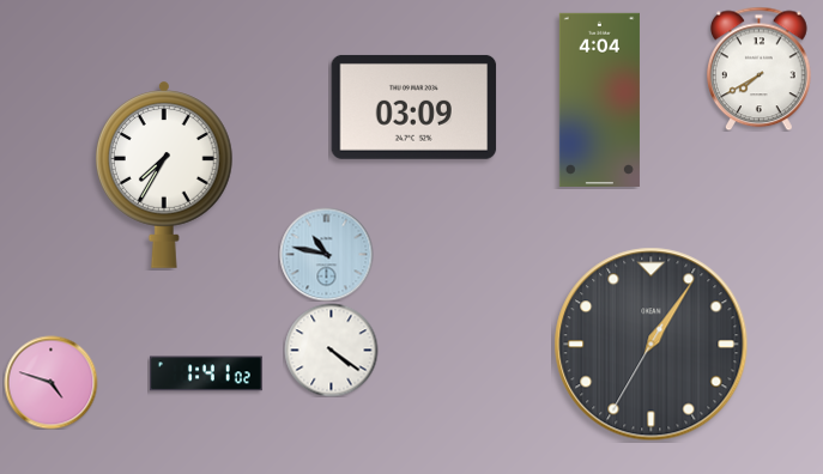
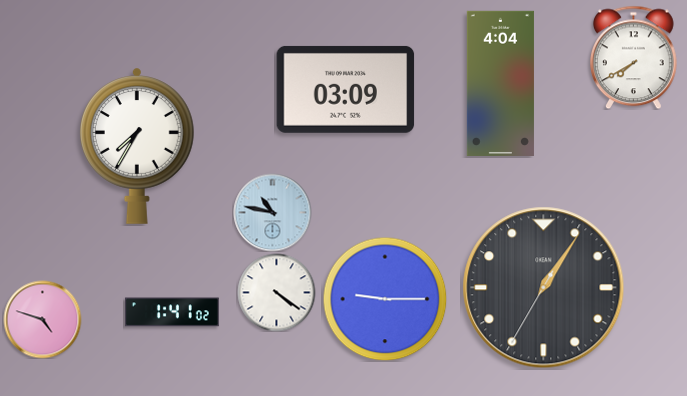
clock at (385, 299): none -> 9:15
